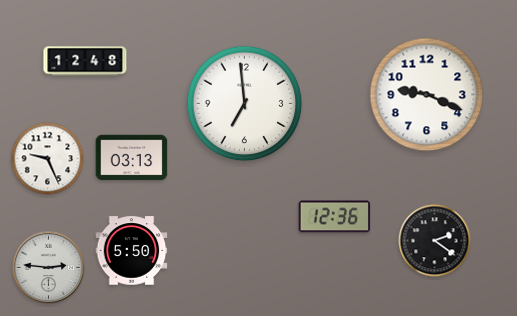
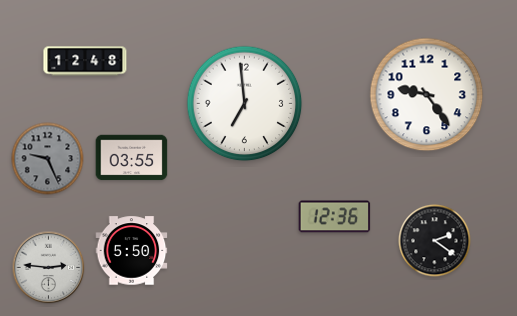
clock at (427, 95): 9:19 -> 9:24
clock at (132, 158): 03:13 -> 03:55
clock at (48, 159) dial: white -> grey
